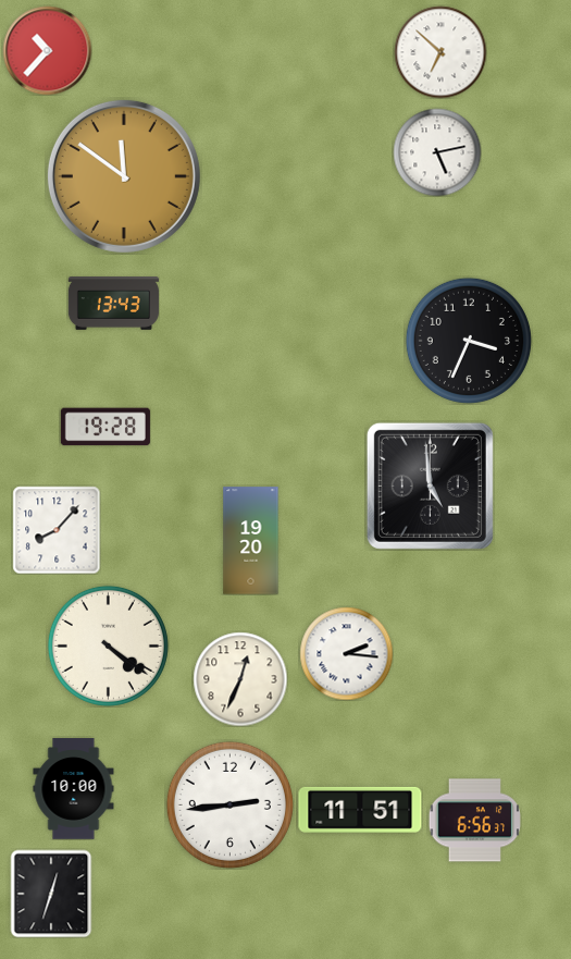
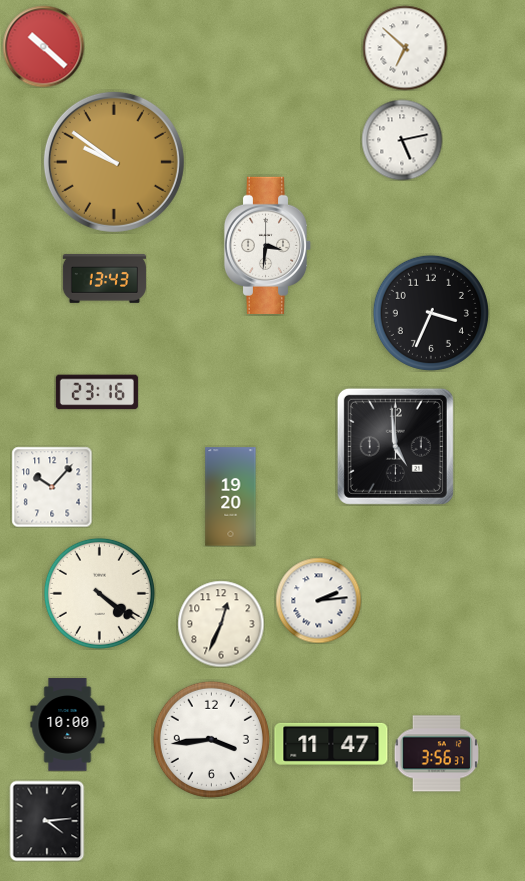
clock at (47, 50): 10:37 -> 10:22
clock at (124, 176): 11:51 -> 9:51
clock at (268, 245): none -> 3:31
clock at (105, 427): 19:28 -> 23:16
clock at (57, 530): 8:07 -> 10:07
clock at (346, 653): 2:16 -> 2:14
clock at (229, 804): 2:44 -> 3:44
clock at (360, 810): 11:51 -> 11:47
clock at (474, 821): 6:56 -> 3:56
clock at (51, 894): 12:33 -> 4:14
